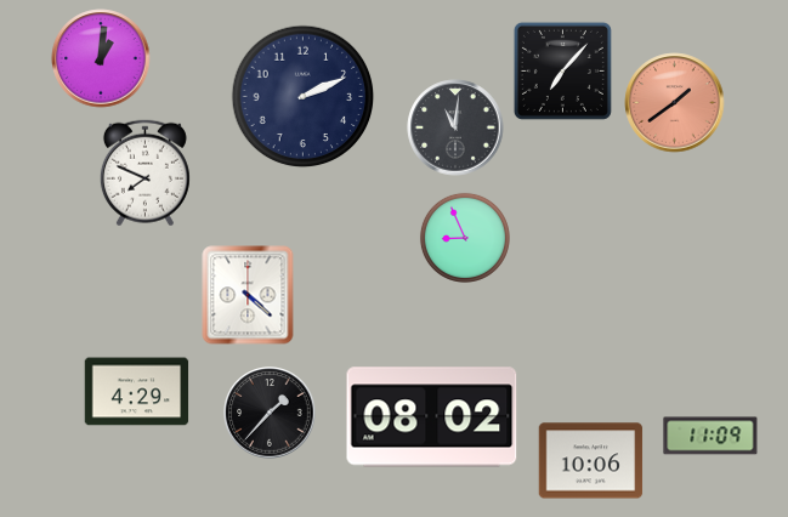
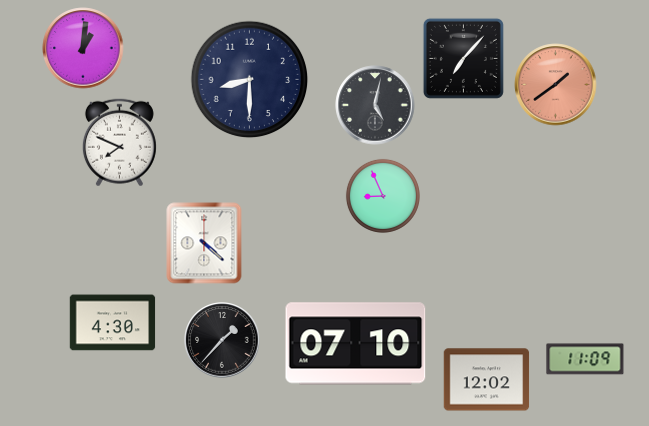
clock at (304, 97): 2:11 -> 8:30
clock at (455, 127): 11:01 -> 5:02
clock at (137, 392): 4:29 -> 4:30
clock at (432, 417): 08:02 -> 07:10
clock at (591, 461): 10:06 -> 12:02
